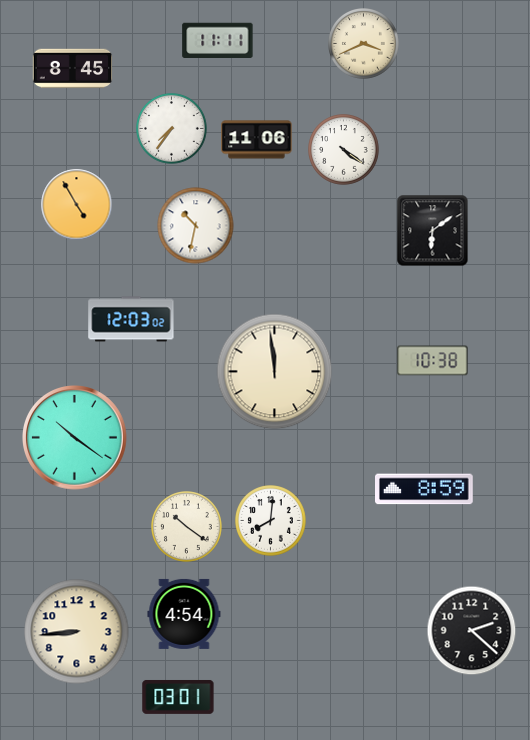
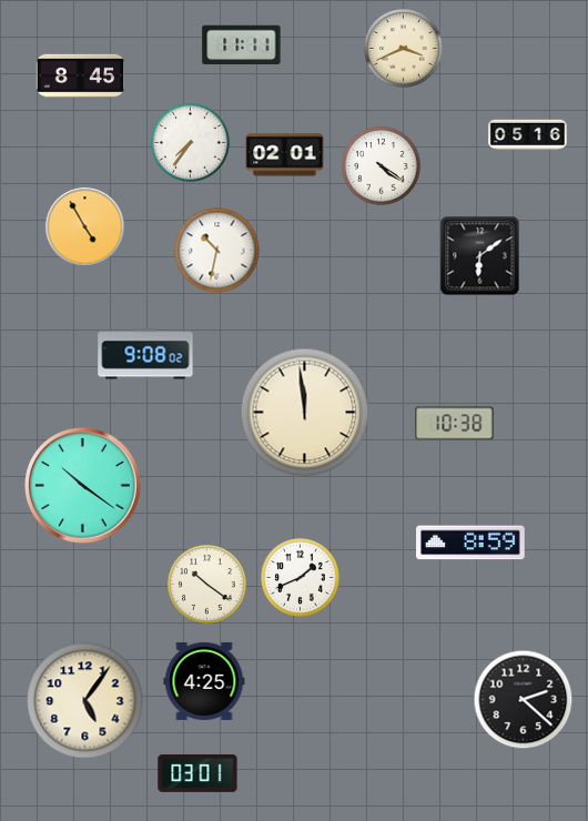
clock at (528, 135): none -> 05:16
clock at (257, 140): 11:06 -> 02:01
clock at (131, 319): 12:03 -> 9:08
clock at (433, 361) position: (433, 361) -> (455, 424)
clock at (271, 521): 8:01 -> 1:41
clock at (184, 614): 4:54 -> 4:25
clock at (77, 632): 8:44 -> 5:06
